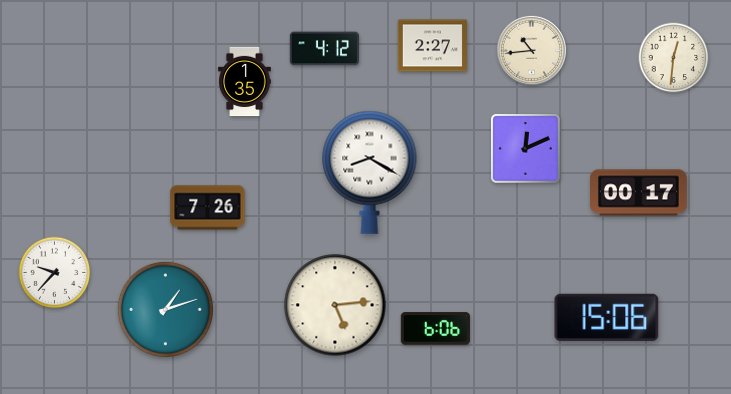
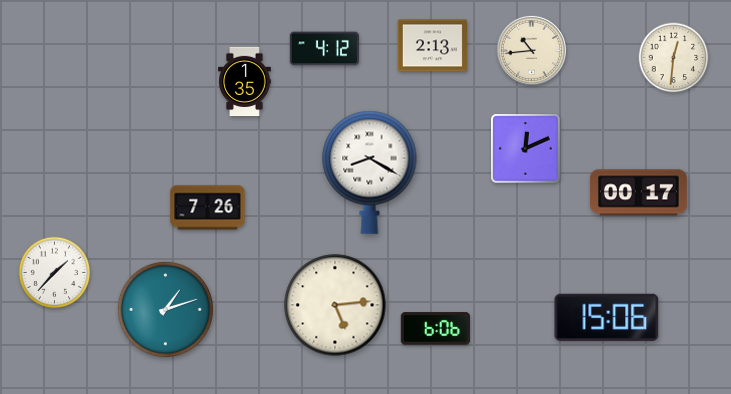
clock at (432, 46): 2:27 -> 2:13
clock at (55, 273): 9:37 -> 1:37
